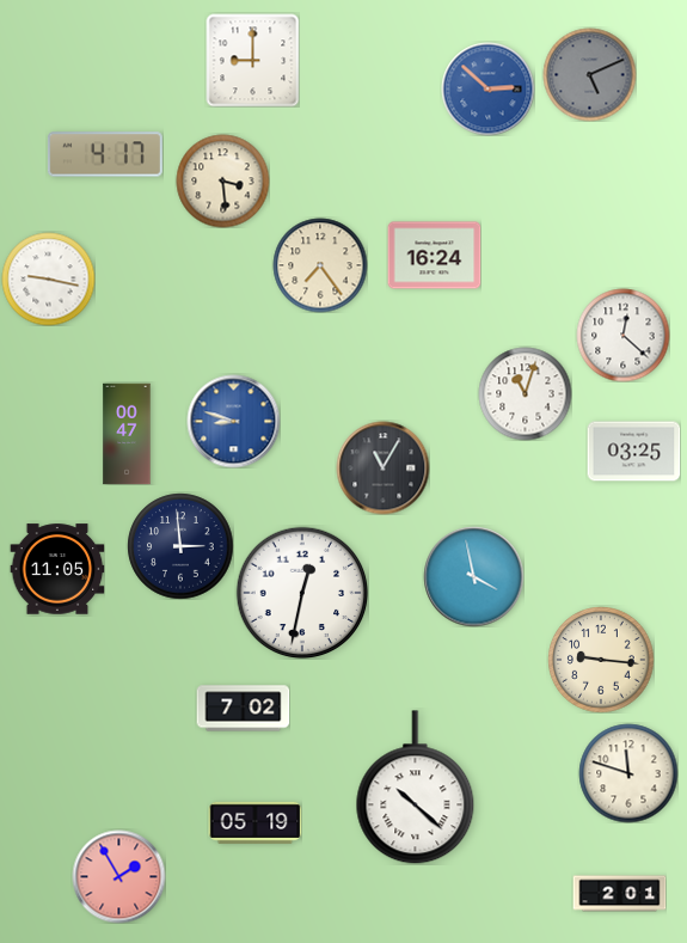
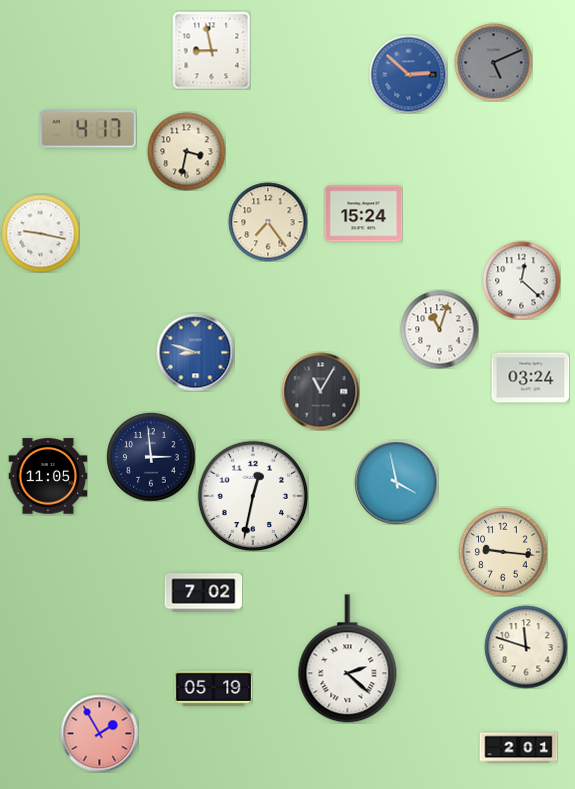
clock at (252, 60): 9:00 -> 8:58
clock at (222, 180): 3:29 -> 3:32
clock at (434, 256): 16:24 -> 15:24
clock at (127, 434): 00:47 -> none
clock at (633, 452): 03:25 -> 03:24
clock at (416, 788): 10:22 -> 2:22
